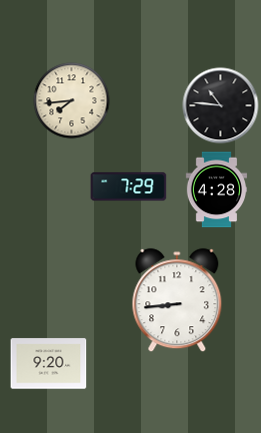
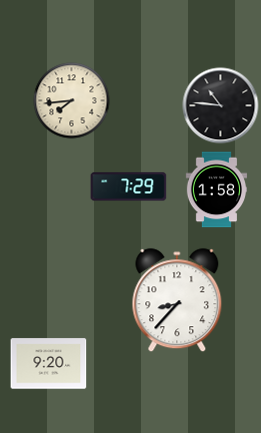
clock at (216, 190): 4:28 -> 1:58
clock at (177, 301): 8:44 -> 8:37
